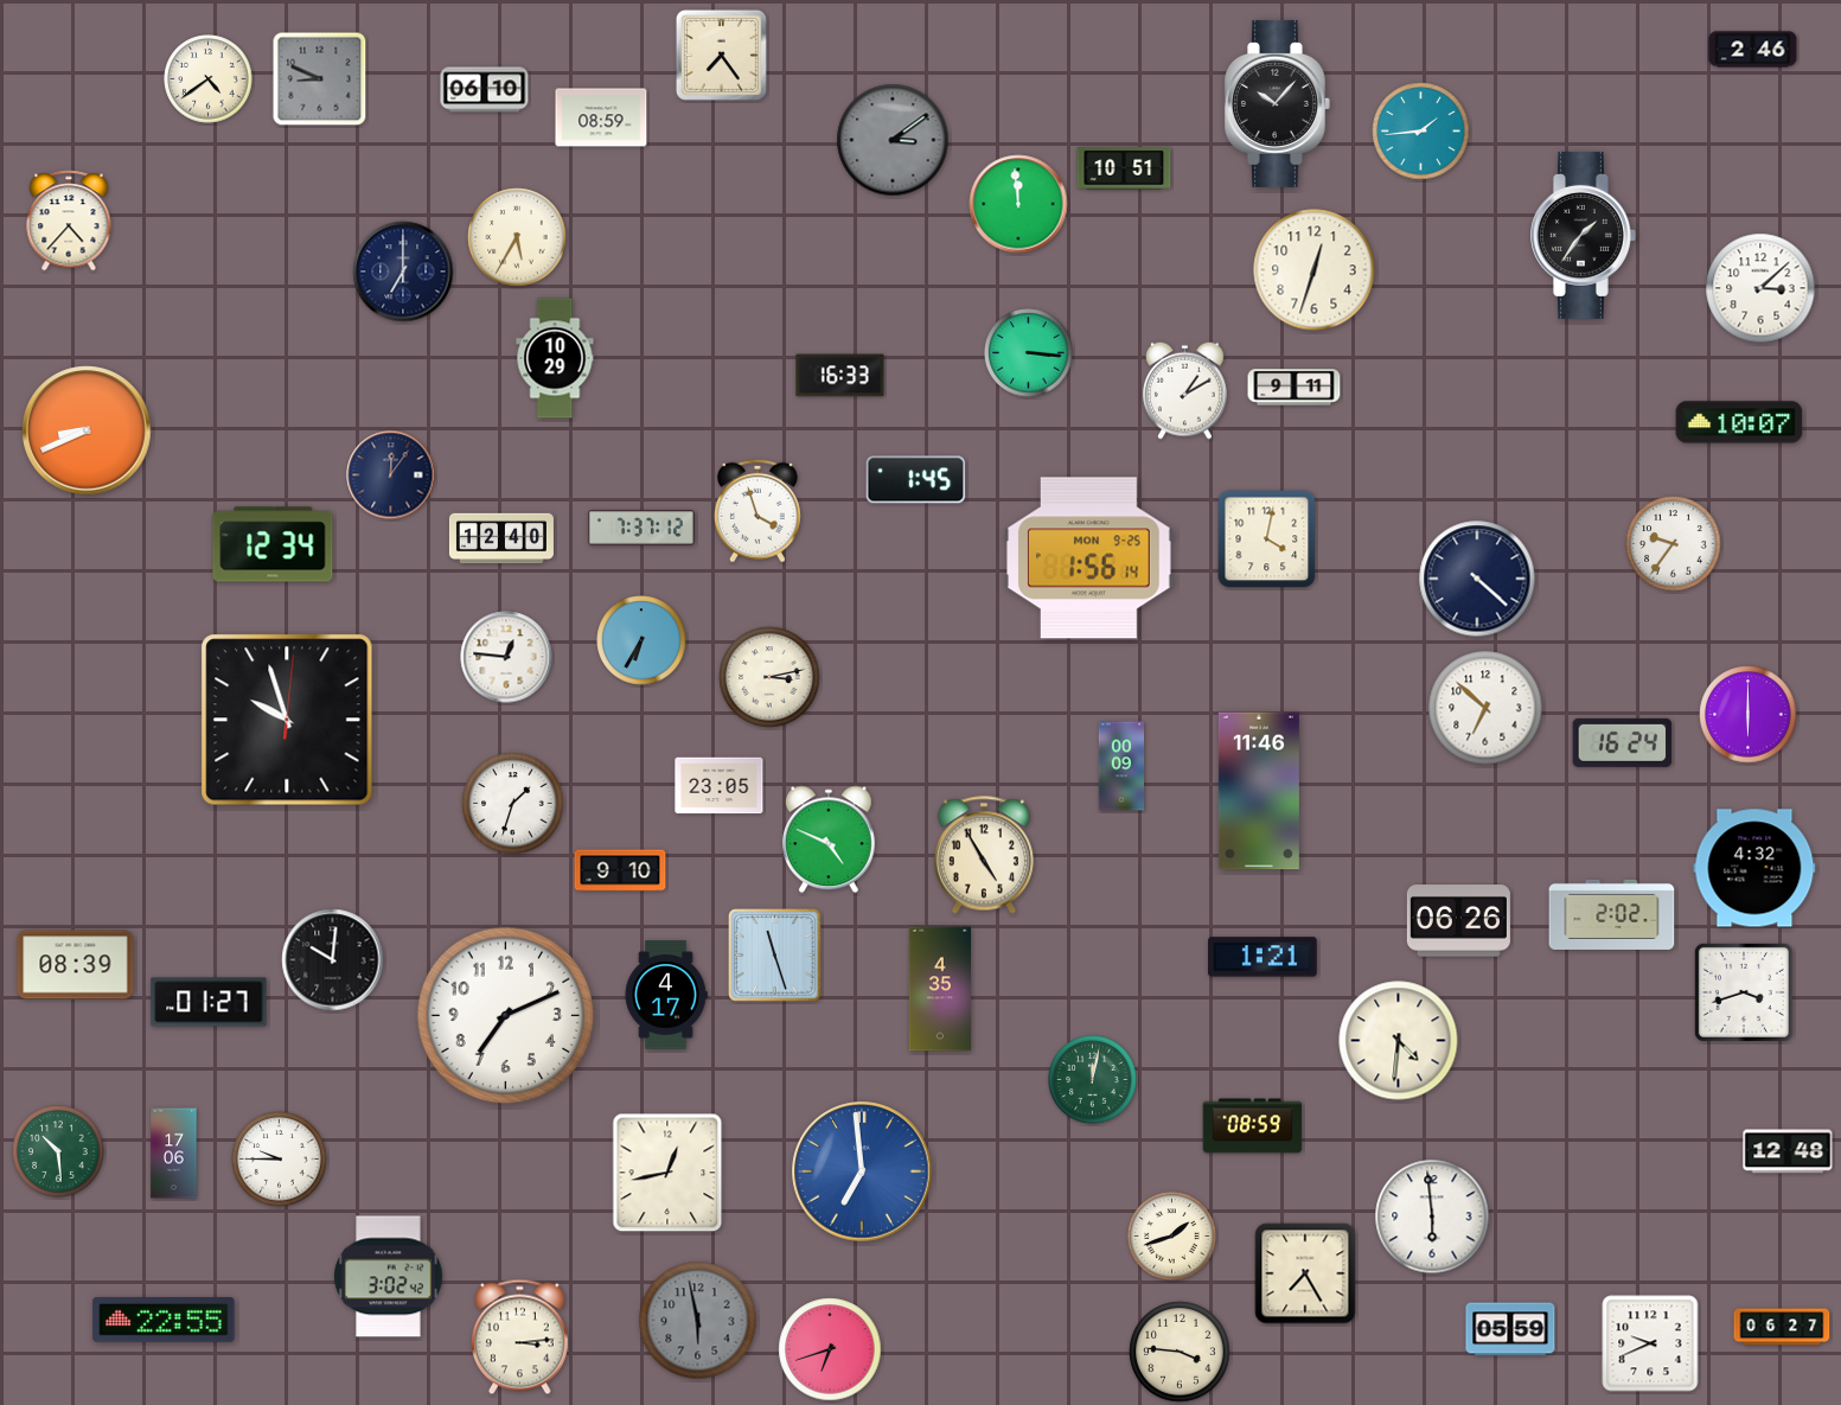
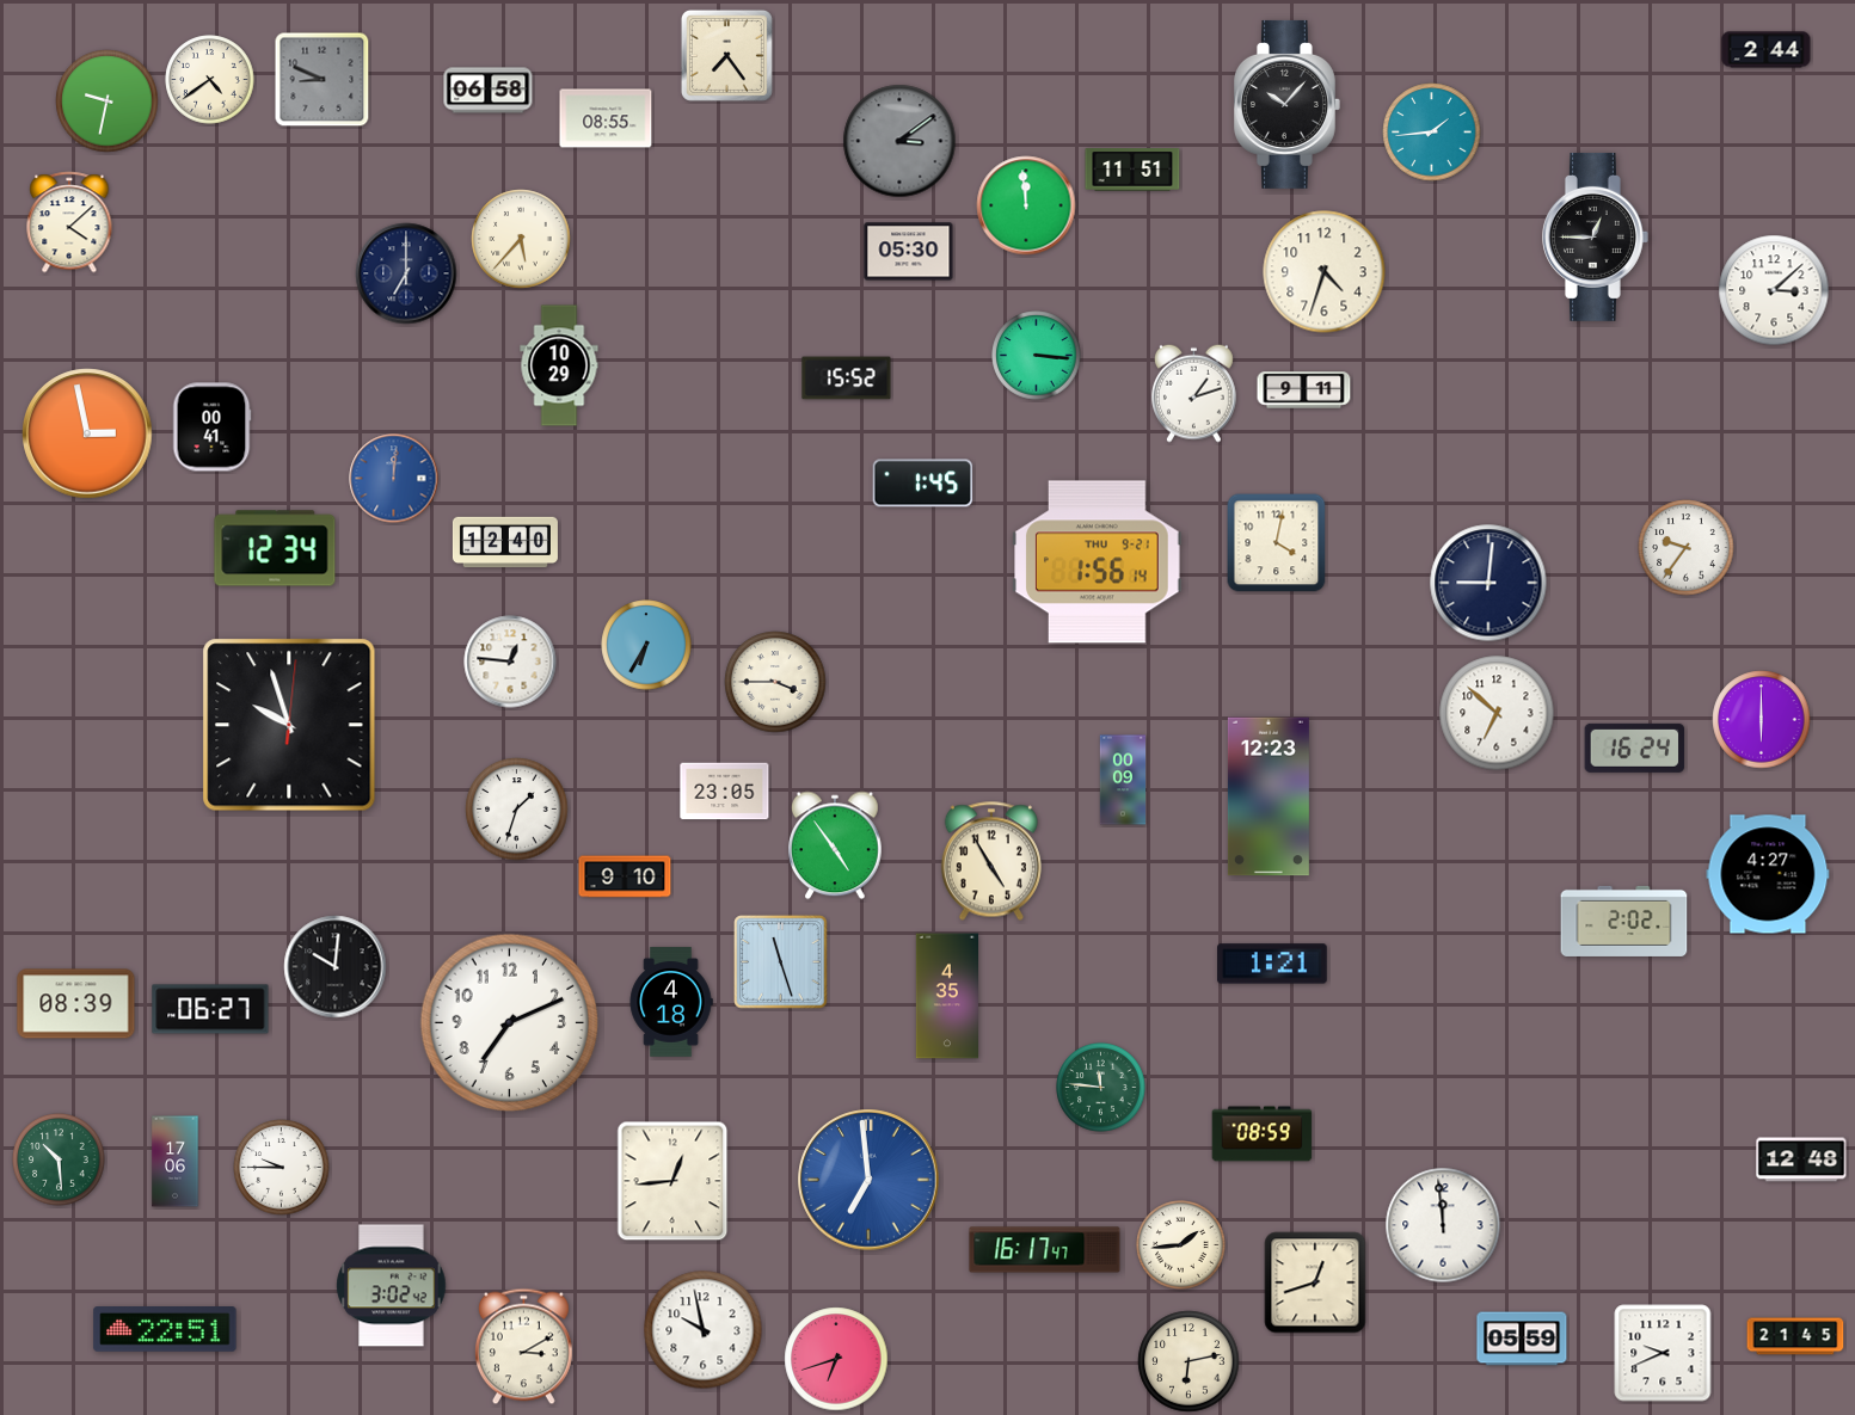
clock at (1753, 50): 2:46 -> 2:44
clock at (485, 90): 06:10 -> 06:58
clock at (108, 101): none -> 9:32
clock at (601, 117): 08:59 -> 08:55
clock at (1124, 168): 10:51 -> 11:51
clock at (69, 221): 4:37 -> 4:08
clock at (1584, 235): 1:36 -> 12:45
clock at (517, 237): 5:35 -> 5:37
clock at (909, 252): none -> 05:30
clock at (1315, 270): 12:33 -> 4:33
clock at (555, 358) position: (555, 358) -> (559, 365)
clock at (840, 376): 16:33 -> 15:52
clock at (1184, 390): 1:10 -> 1:12
clock at (1739, 422): 10:07 -> none
clock at (211, 427): none -> 00:41
clock at (87, 430): 8:41 -> 2:58
clock at (391, 475): 12:06 -> 12:01
clock at (391, 475) dial: navy -> blue
clock at (758, 511): 3:57 -> none
clock at (641, 528): 7:37 -> none
clock at (1089, 558) date: MON 9-25 -> THU 9-21
clock at (1477, 579): 4:22 -> 9:01
clock at (769, 677): 3:13 -> 3:45
clock at (1121, 766) position: (1121, 766) -> (1123, 780)
clock at (1259, 791): 11:46 -> 12:23
clock at (830, 839): 4:49 -> 4:54
clock at (1754, 868): 4:32 -> 4:27
clock at (1458, 921): 06:26 -> none
clock at (76, 965) position: (76, 965) -> (76, 1004)
clock at (1744, 992): 3:42 -> none
clock at (666, 995): 4:17 -> 4:18
clock at (209, 1002): 01:27 -> 06:27
clock at (1399, 1041): 4:31 -> none
clock at (1093, 1080): 12:02 -> 11:46
clock at (667, 1173): 12:43 -> 12:44
clock at (1432, 1216): 5:59 -> 11:59
clock at (1172, 1237): 1:42 -> 1:44
clock at (1045, 1250): none -> 16:17
clock at (1305, 1273): 7:25 -> 12:42
clock at (164, 1321): 22:55 -> 22:51
clock at (698, 1321): 5:58 -> 9:58
clock at (698, 1321) dial: grey -> white
clock at (1782, 1327): 06:27 -> 21:45
clock at (519, 1337): 3:14 -> 3:10
clock at (1180, 1352): 3:46 -> 6:13
